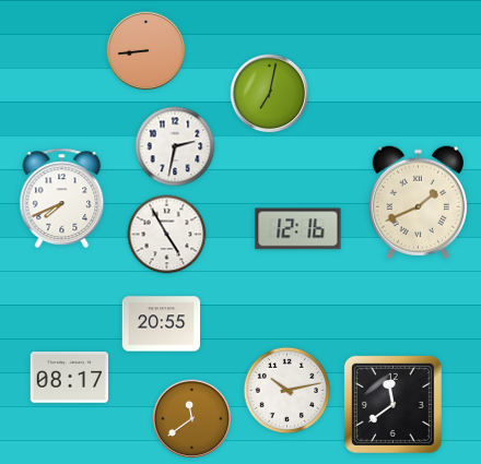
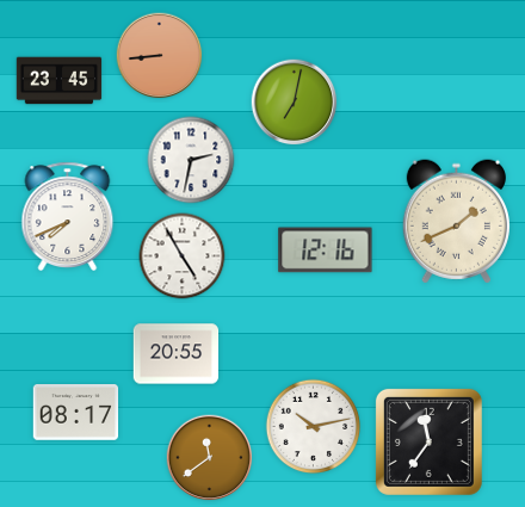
clock at (60, 81): none -> 23:45
clock at (392, 404): 11:39 -> 11:36
